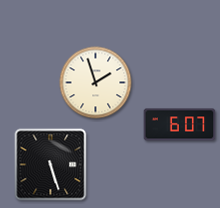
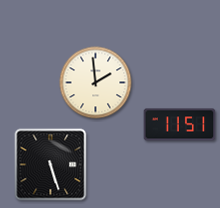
clock at (96, 83): 1:57 -> 1:59
clock at (180, 125): 6:07 -> 11:51
